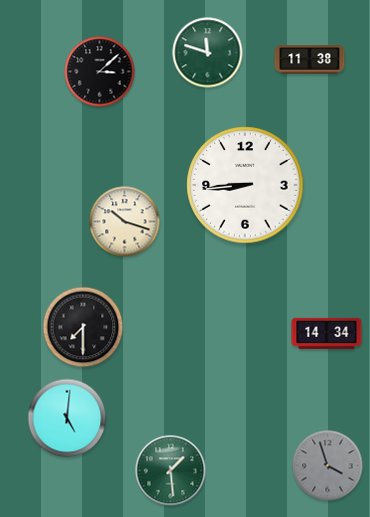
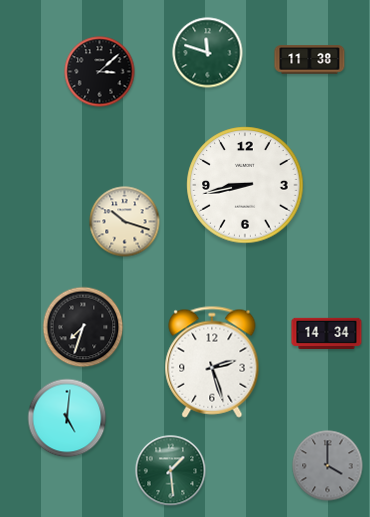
clock at (245, 185): 8:44 -> 8:43
clock at (83, 327): 7:30 -> 7:33
clock at (212, 362): none -> 2:27
clock at (328, 466): 3:57 -> 4:00
